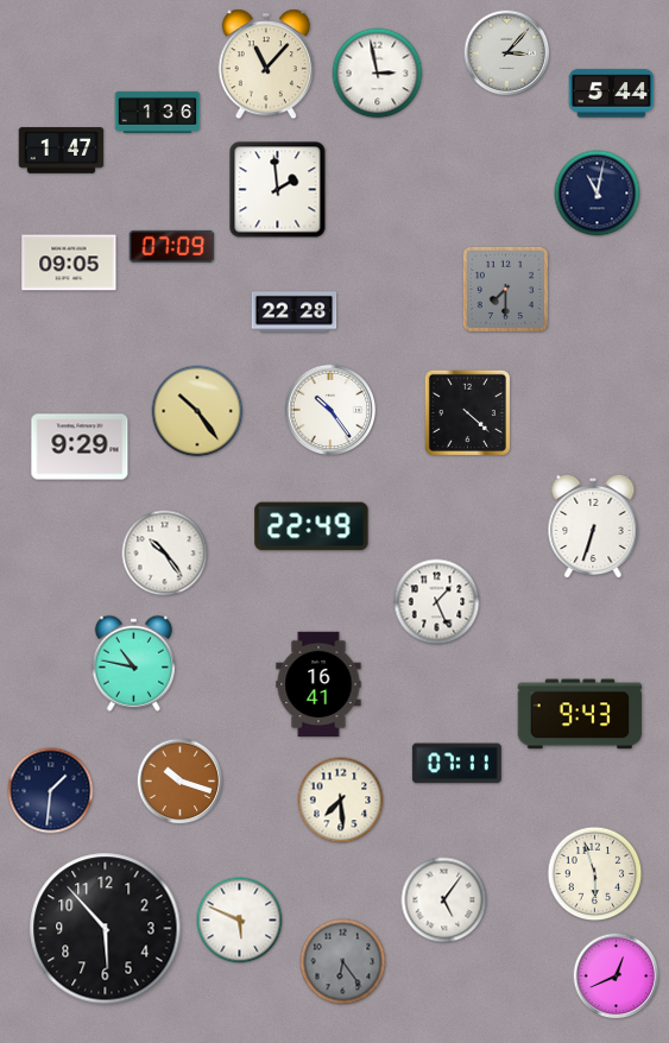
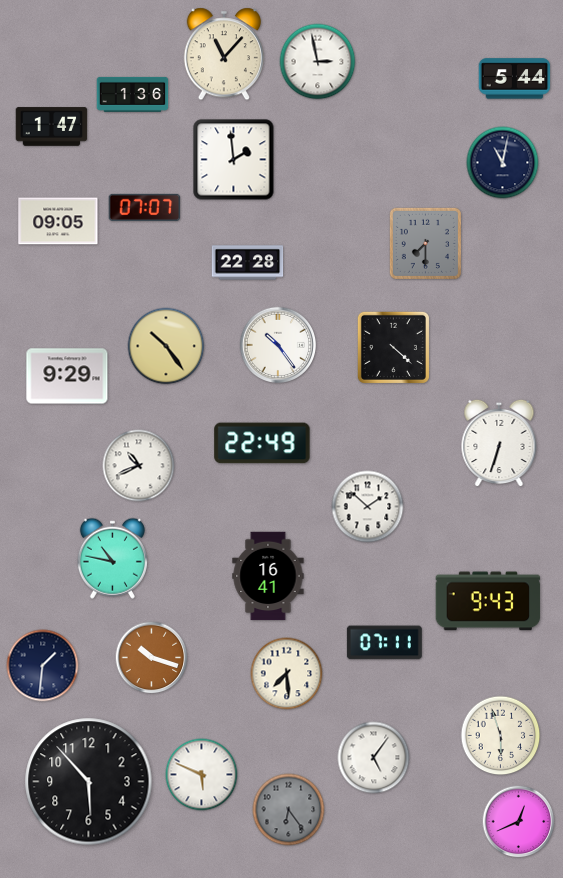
clock at (507, 53): 3:07 -> none
clock at (172, 246): 07:09 -> 07:07
clock at (165, 554): 10:24 -> 10:41
clock at (437, 602): 1:26 -> 1:52
